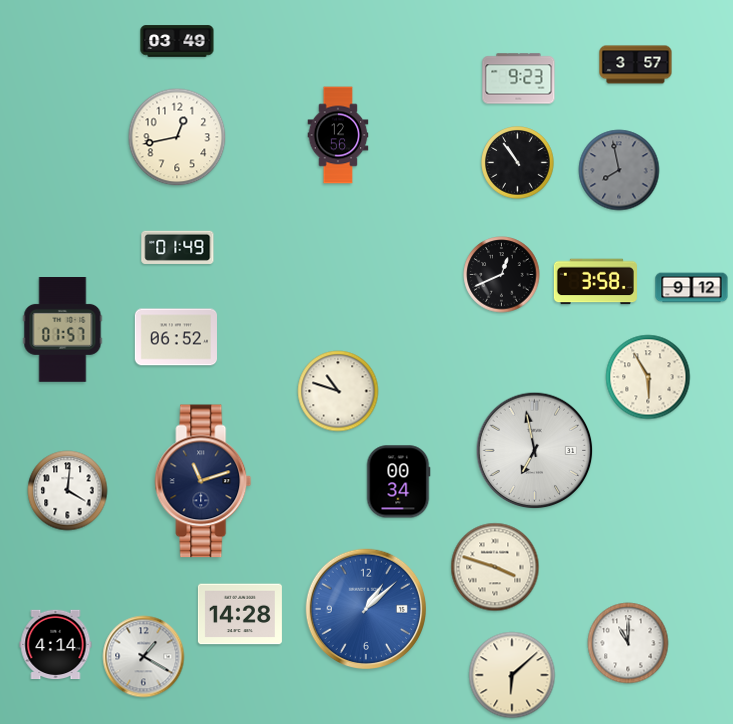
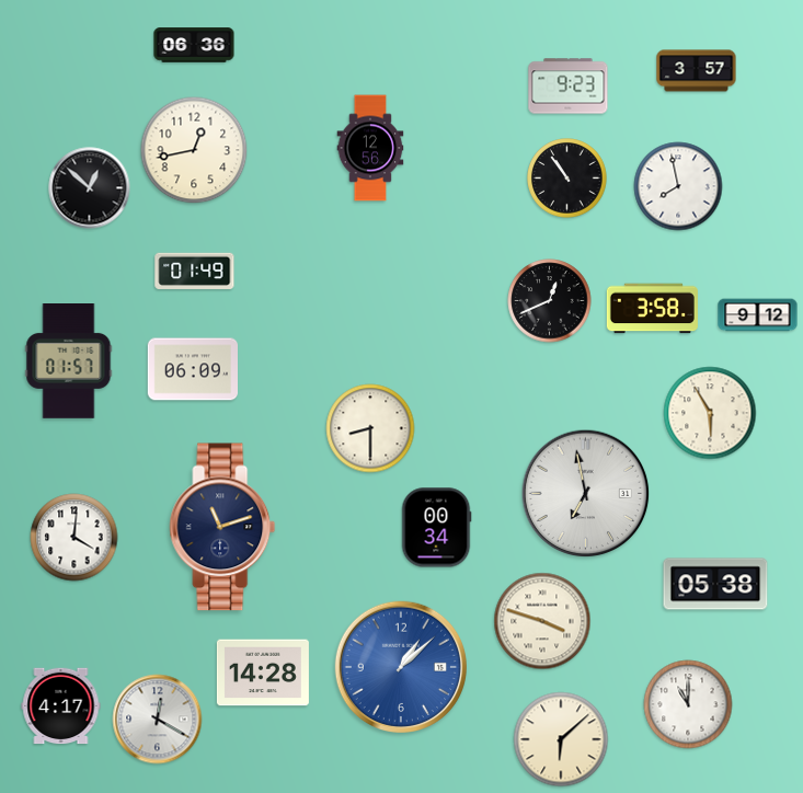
clock at (177, 41): 03:49 -> 06:36
clock at (619, 170) dial: grey -> white
clock at (90, 188): none -> 12:52
clock at (175, 337): 06:52 -> 06:09
clock at (338, 391): 10:48 -> 8:30
clock at (715, 584): none -> 05:38
clock at (56, 645): 4:14 -> 4:17
clock at (144, 657): 1:20 -> 12:20
